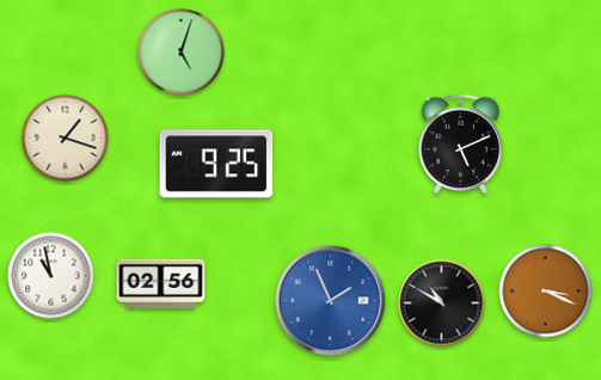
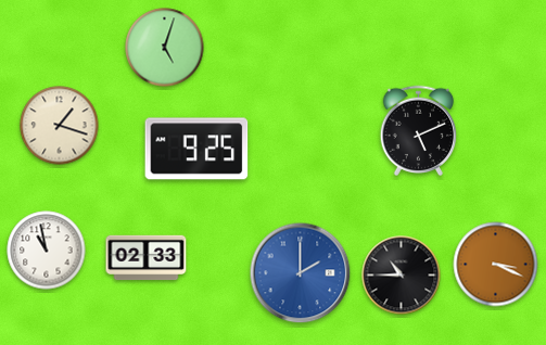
clock at (161, 284): 02:56 -> 02:33
clock at (331, 301): 1:56 -> 2:00
clock at (442, 304): 10:50 -> 10:45
